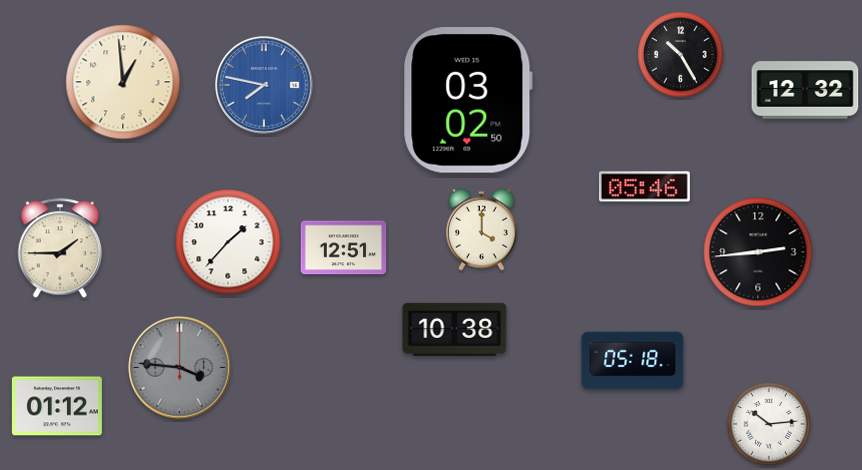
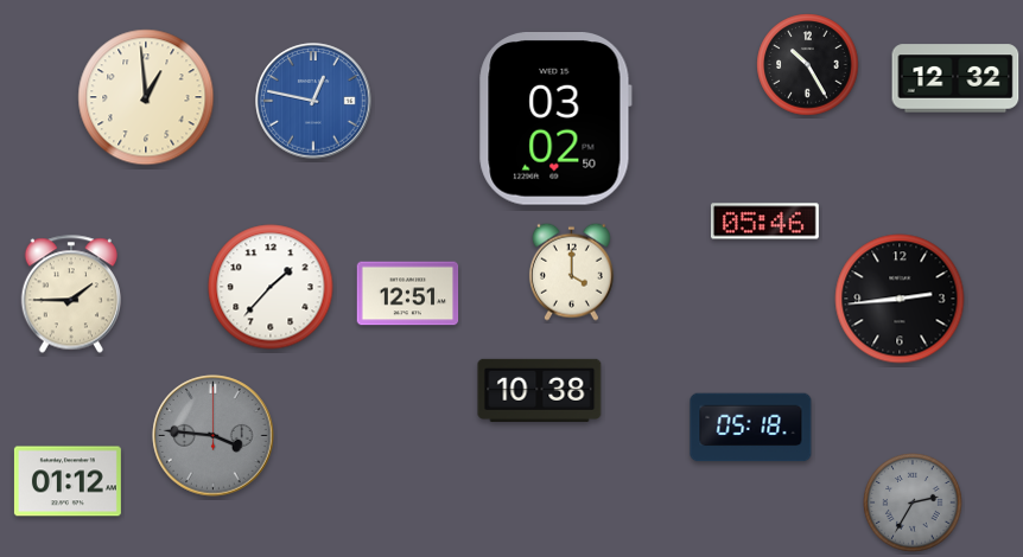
clock at (264, 85): 7:47 -> 12:47
clock at (805, 90) position: (805, 90) -> (955, 78)
clock at (769, 424): 10:14 -> 2:35
clock at (769, 424) dial: white -> grey
